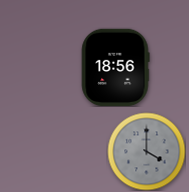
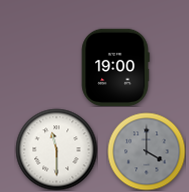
clock at (115, 67): 18:56 -> 19:00
clock at (56, 149): none -> 11:30
